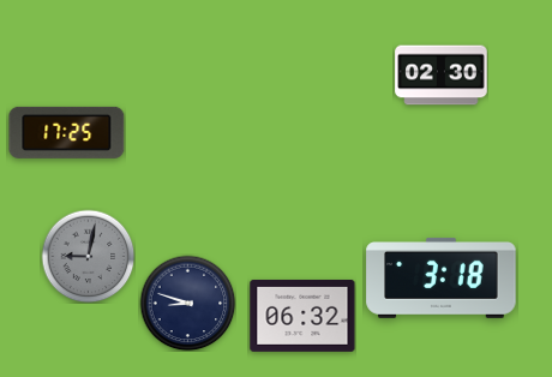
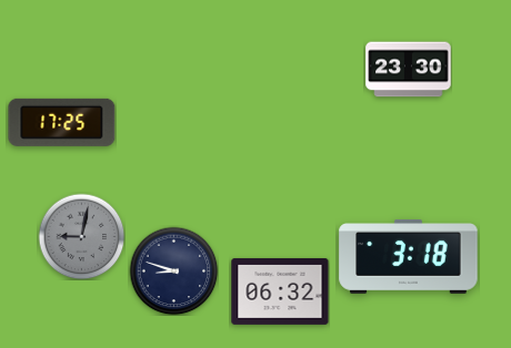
clock at (442, 76): 02:30 -> 23:30
clock at (187, 303) position: (187, 303) -> (173, 270)
